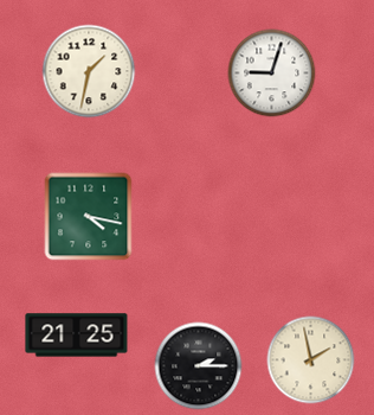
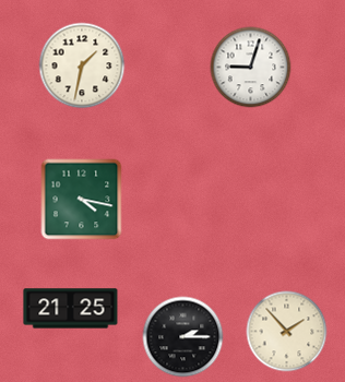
clock at (311, 360): 1:58 -> 1:53
